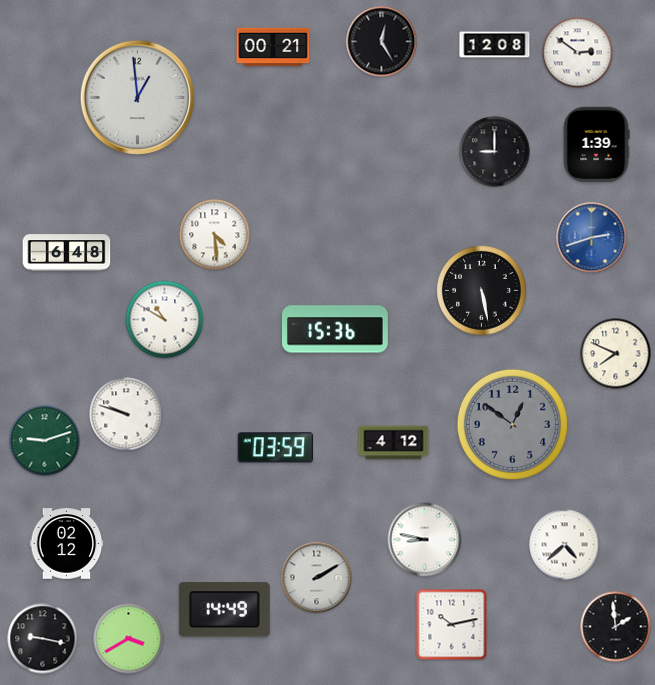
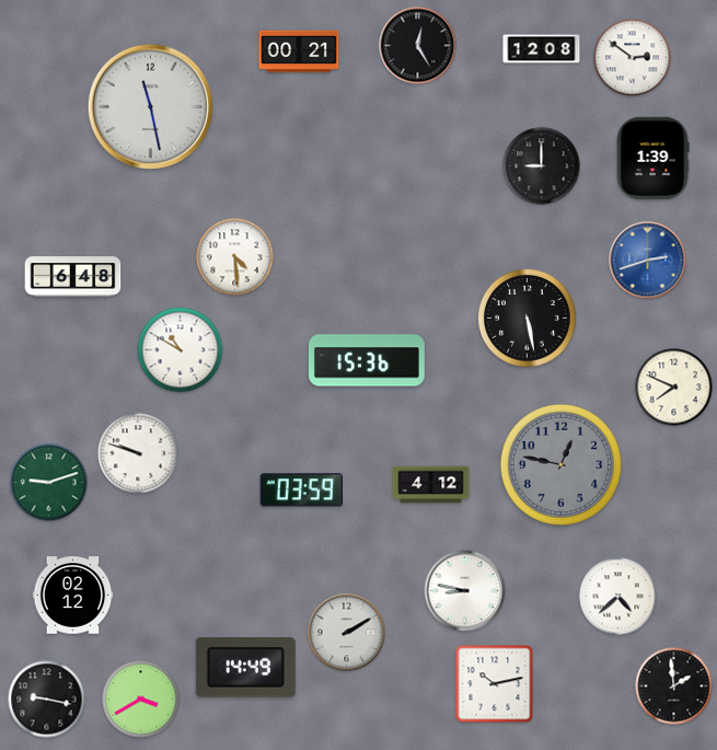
clock at (138, 98): 12:59 -> 11:28
clock at (512, 424): 12:51 -> 12:47
